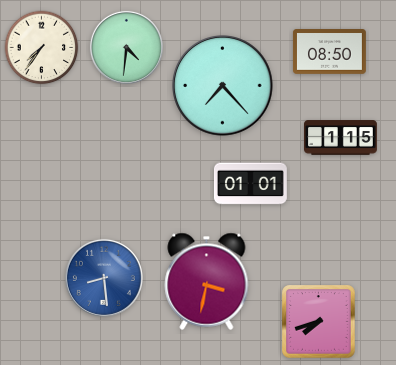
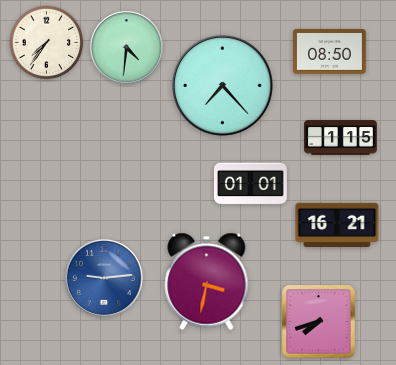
clock at (42, 48) position: (42, 48) -> (47, 43)
clock at (337, 225): none -> 16:21
clock at (104, 278): 8:29 -> 9:14
